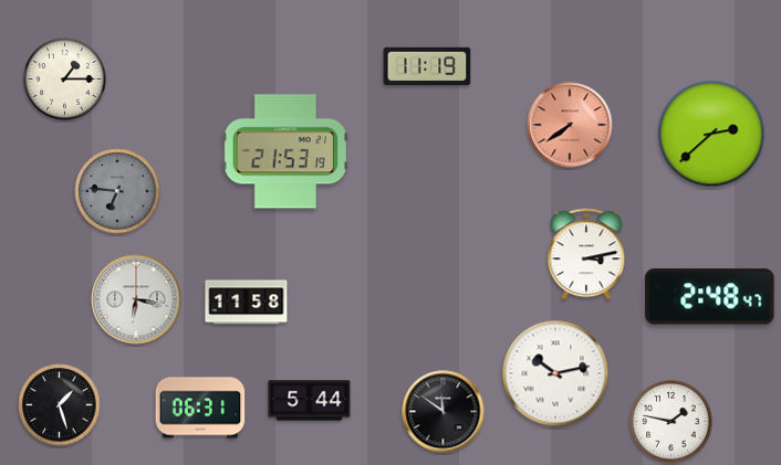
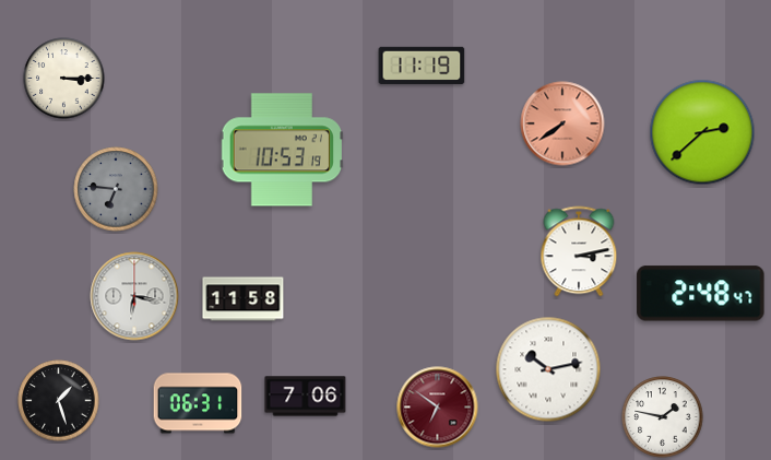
clock at (65, 80): 1:15 -> 3:15
clock at (284, 151): 21:53 -> 10:53
clock at (310, 401): 5:44 -> 7:06
clock at (444, 412): 11:51 -> 6:51
clock at (444, 412) dial: black -> burgundy
